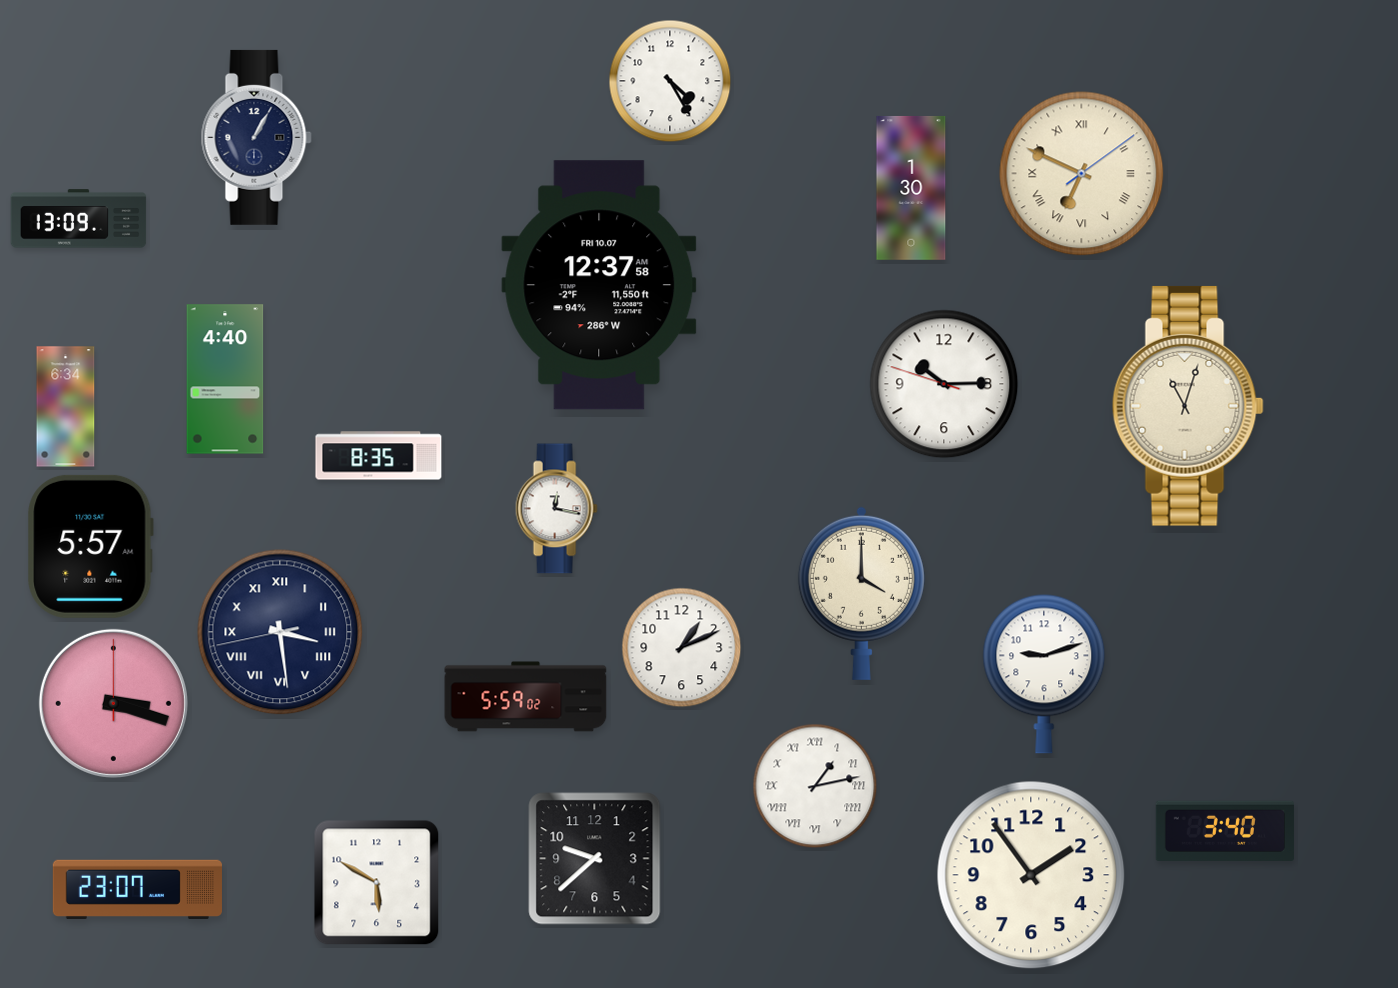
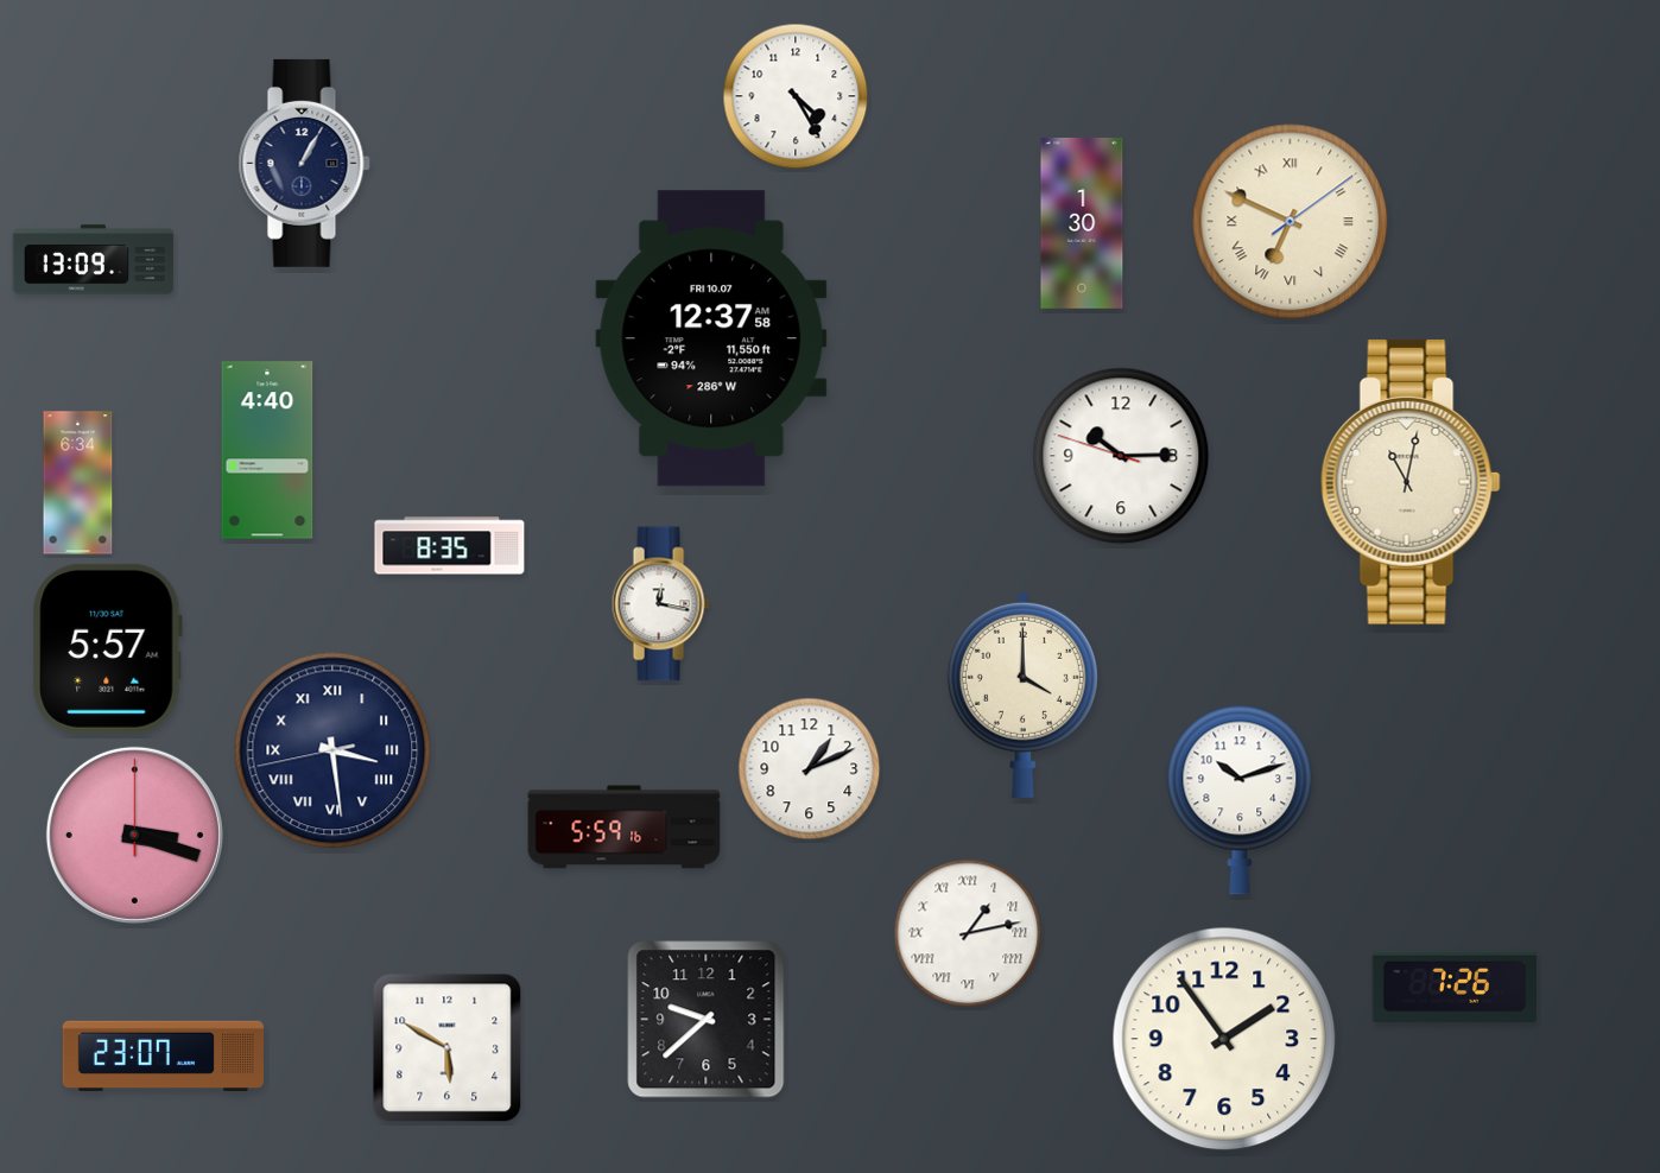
clock at (1082, 174) position: (1082, 174) -> (1291, 222)
clock at (1188, 406): 11:03 -> 11:02
clock at (379, 456) position: (379, 456) -> (450, 546)
clock at (861, 593) position: (861, 593) -> (1022, 695)
clock at (1044, 674): 9:12 -> 10:12
clock at (526, 697): 5:59:02 -> 5:59:16
clock at (1225, 830): 3:40 -> 7:26
